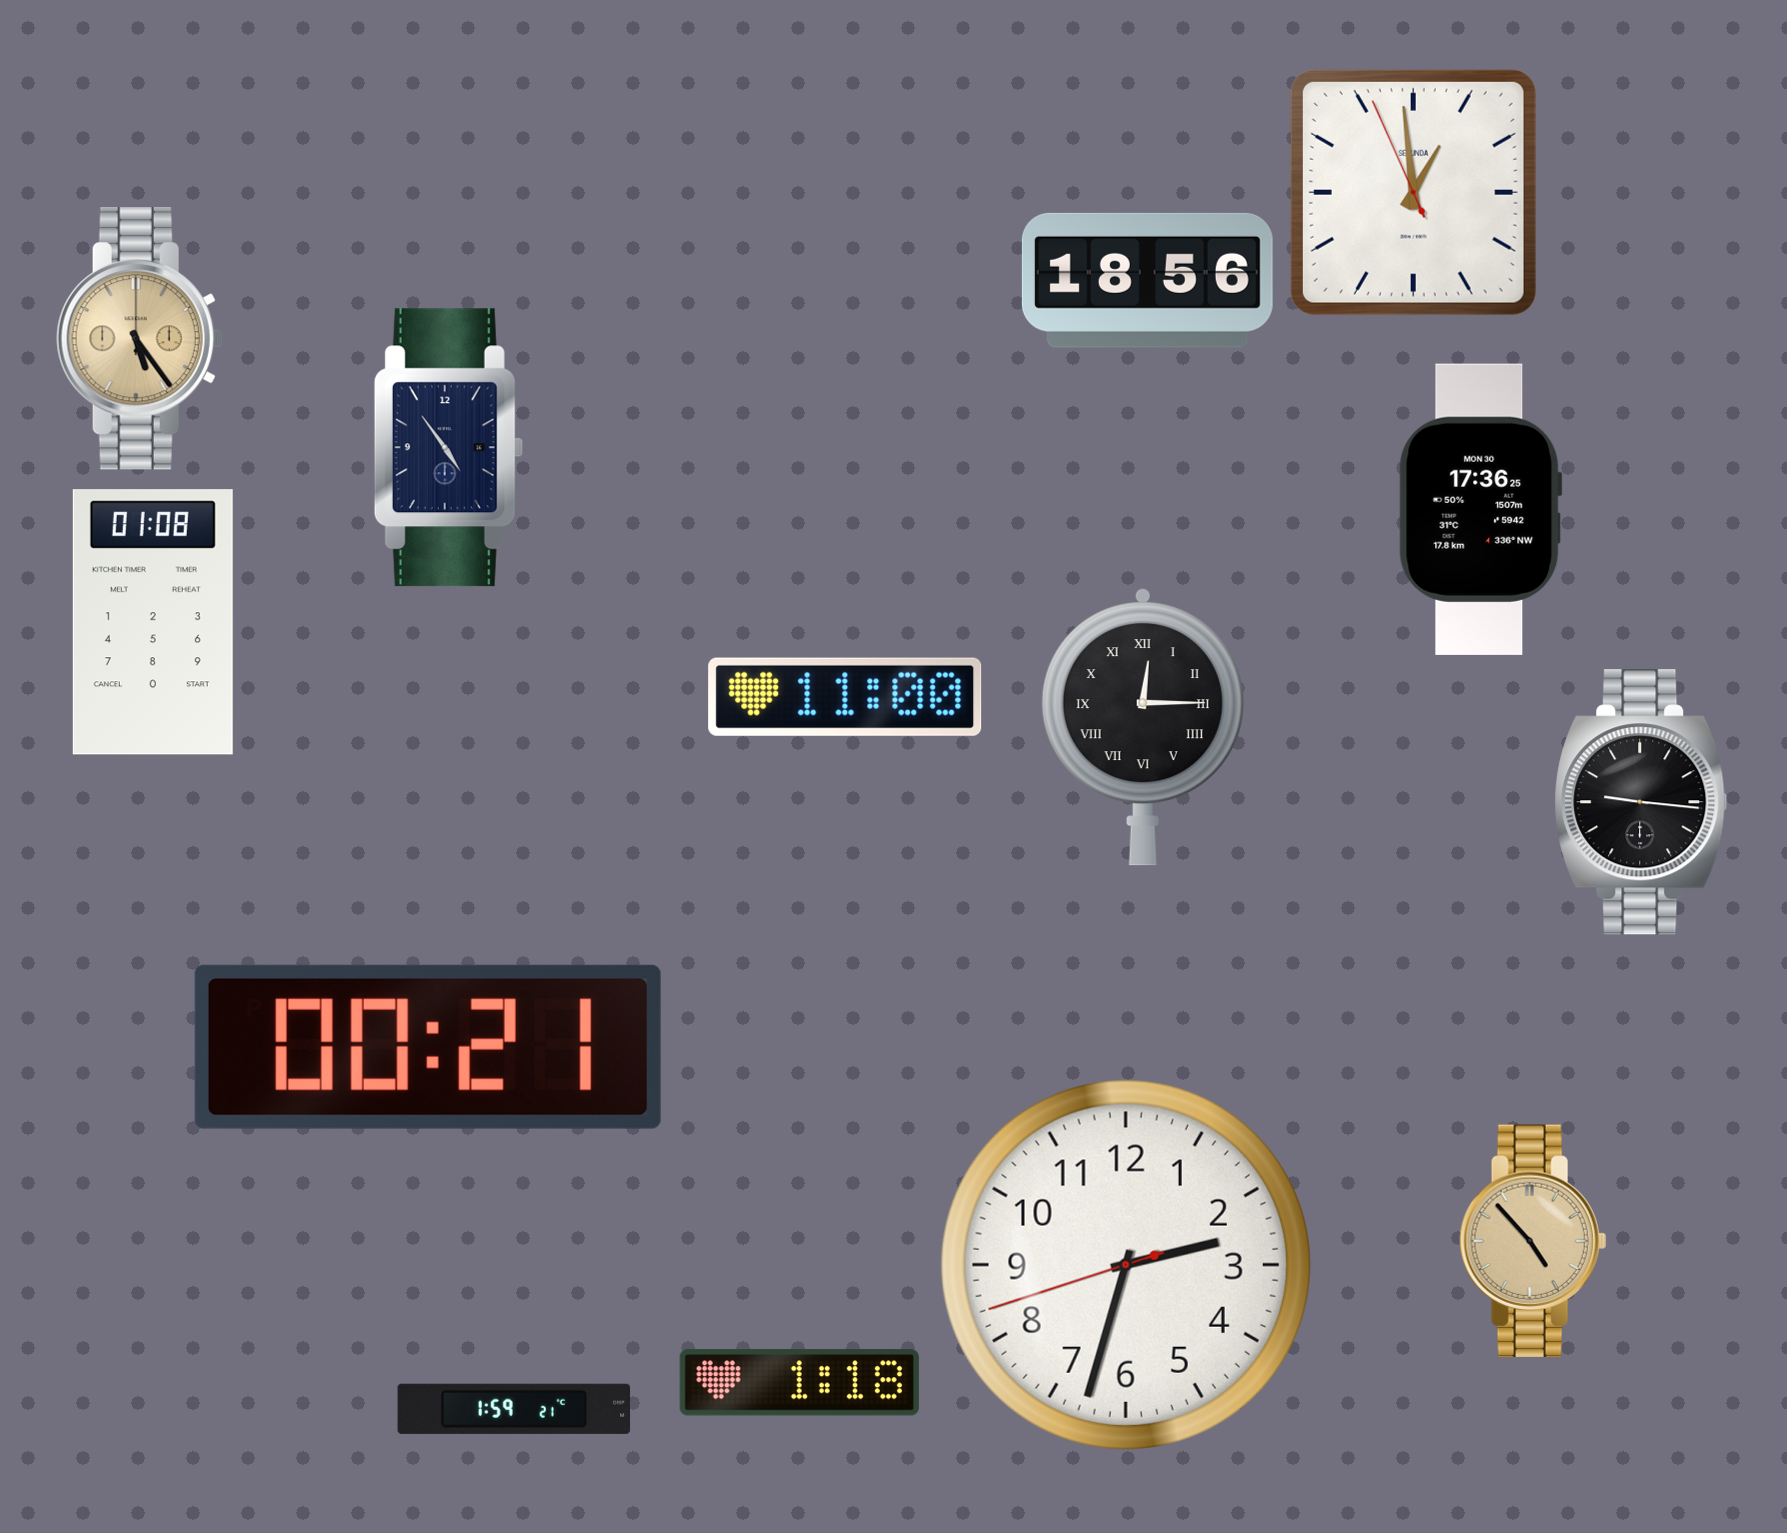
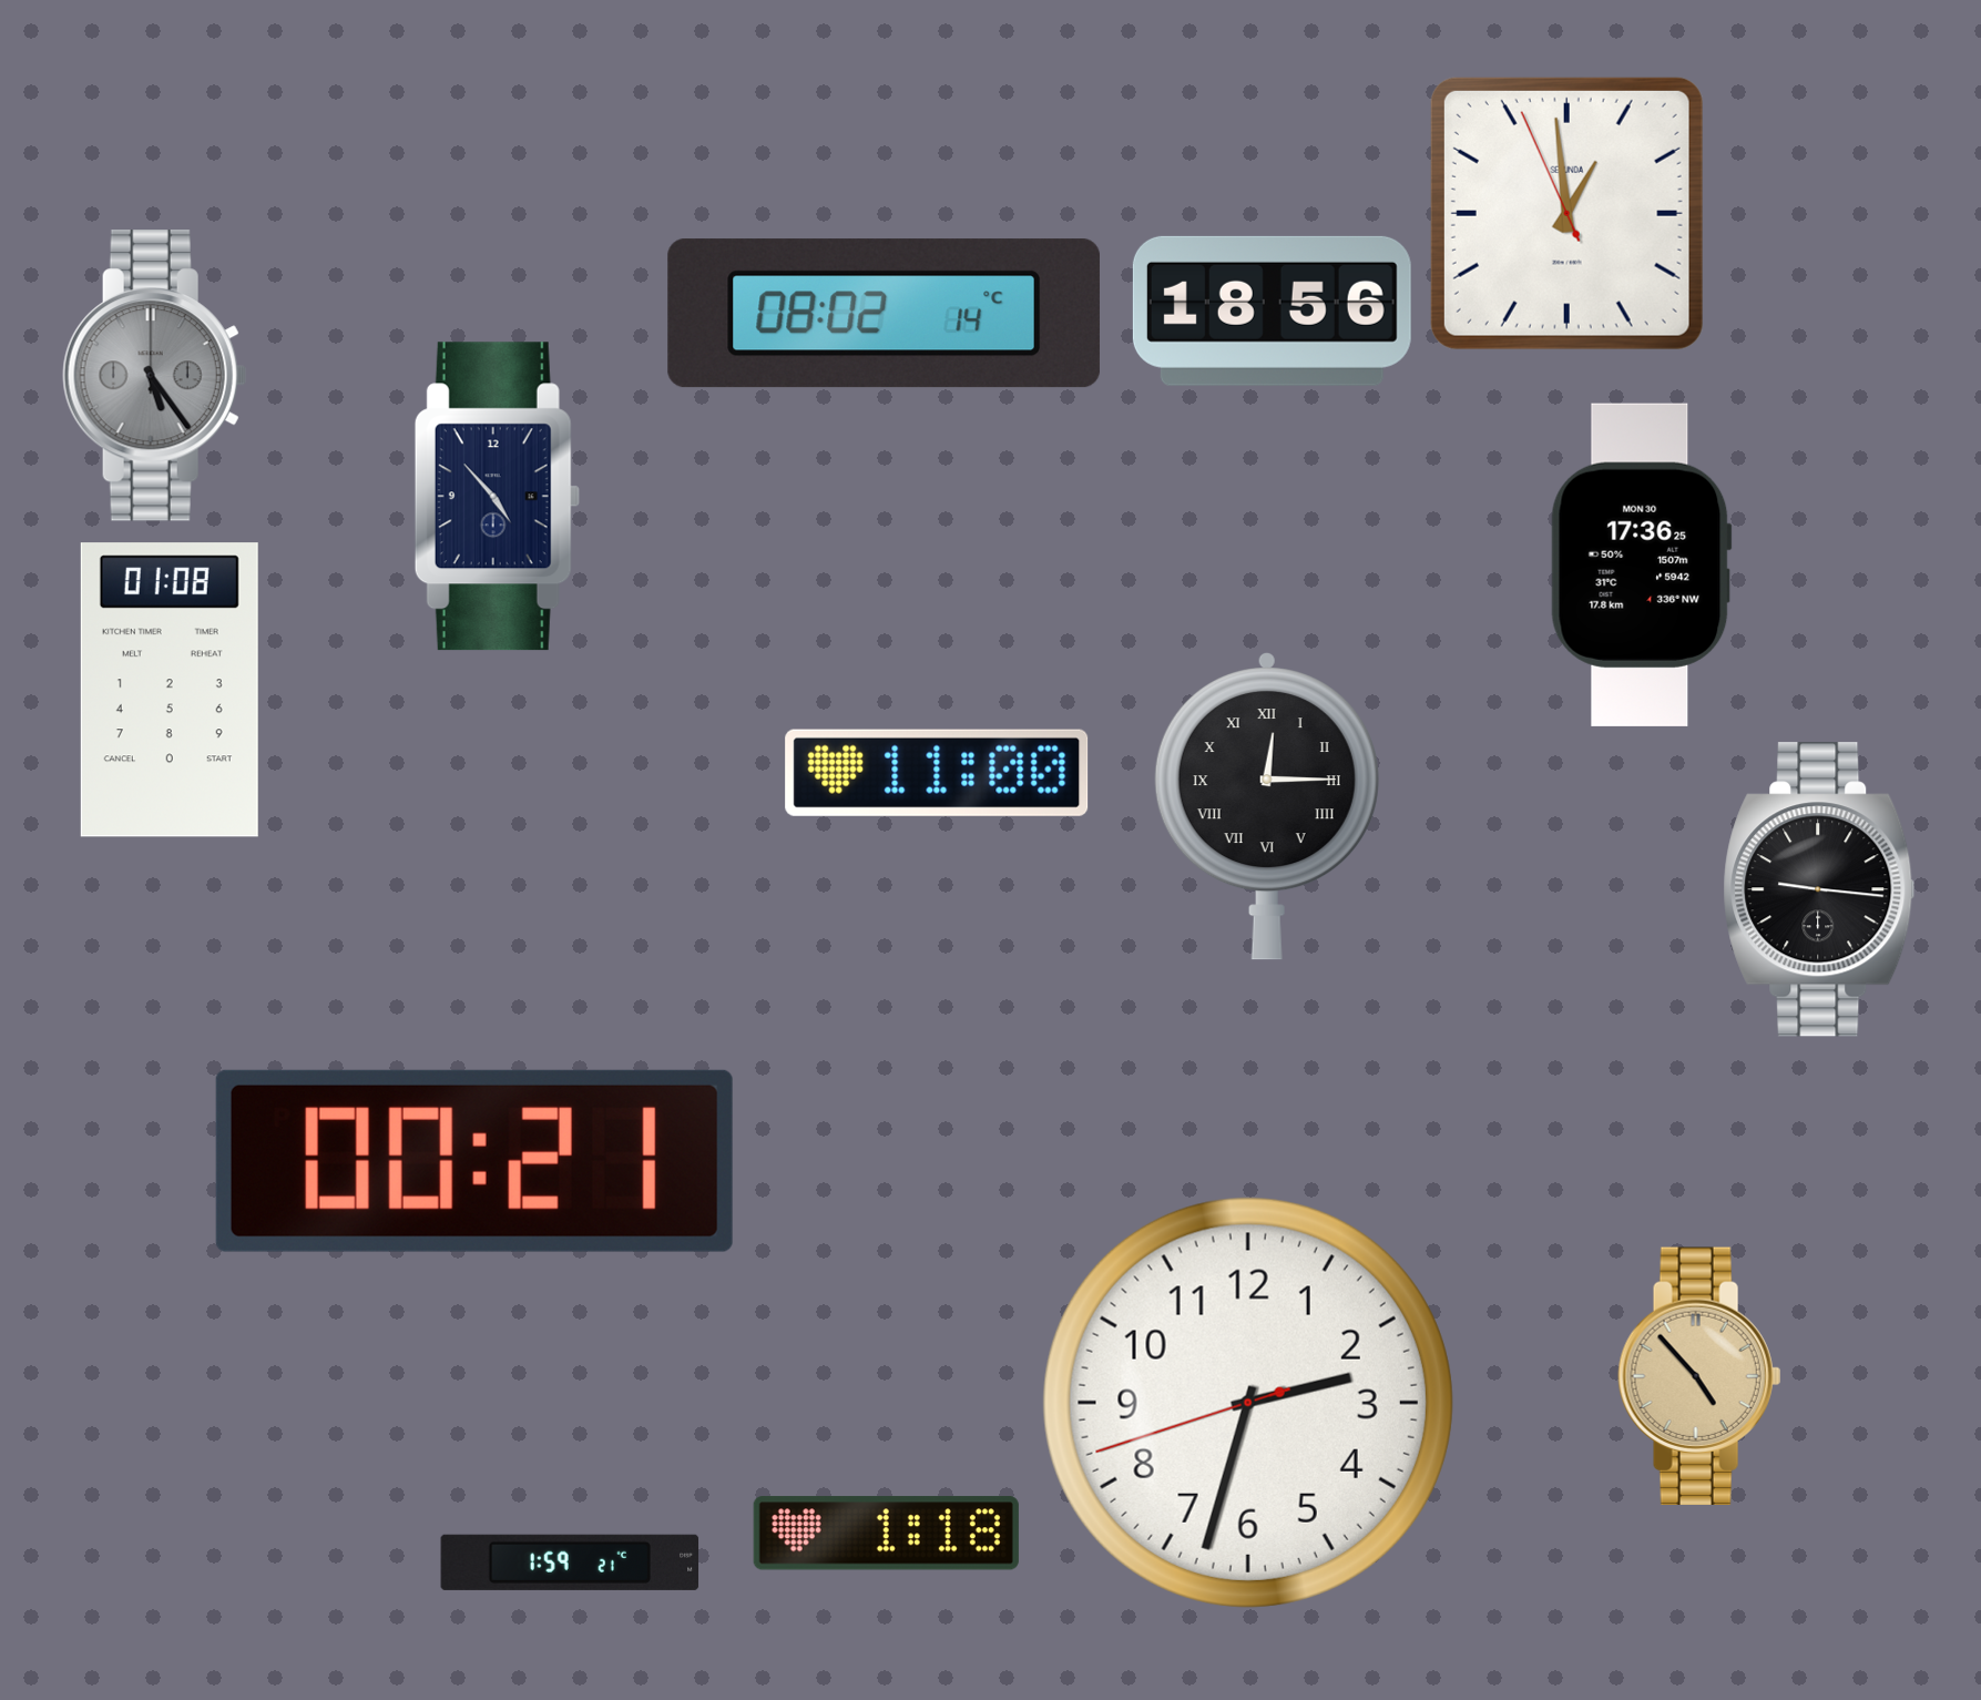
clock at (884, 314): none -> 08:02
clock at (139, 339) dial: champagne -> grey
clock at (448, 448): 4:54 -> 4:53
